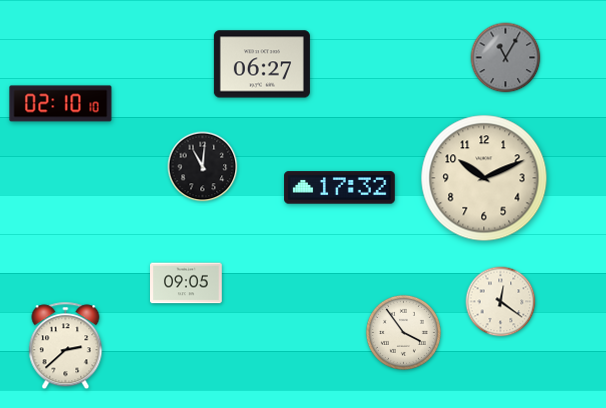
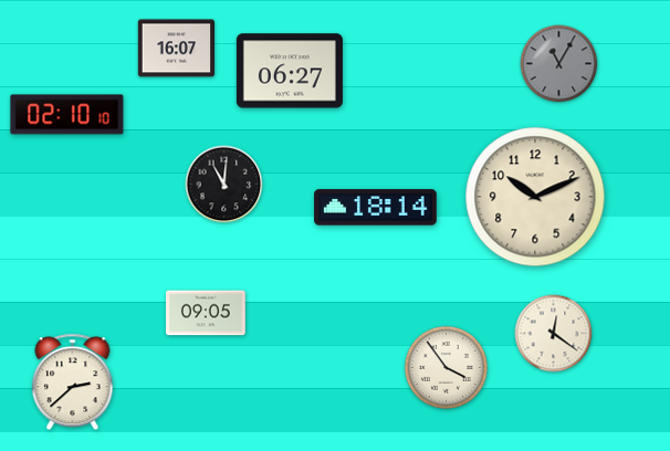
clock at (177, 49): none -> 16:07
clock at (340, 188): 17:32 -> 18:14
